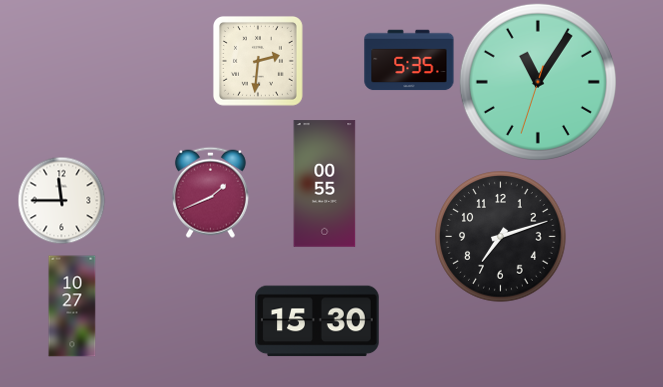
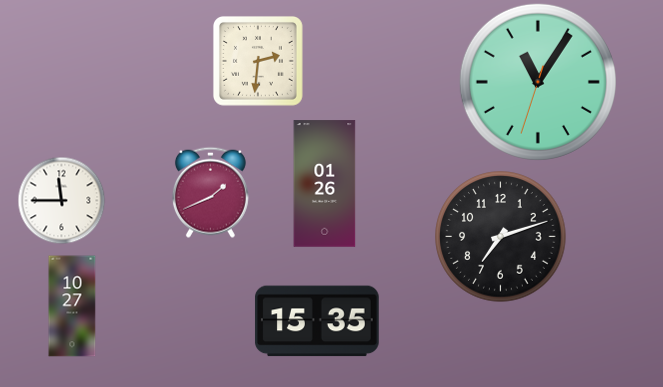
clock at (409, 60): 5:35 -> none
clock at (325, 184): 00:55 -> 01:26
clock at (317, 321): 15:30 -> 15:35
